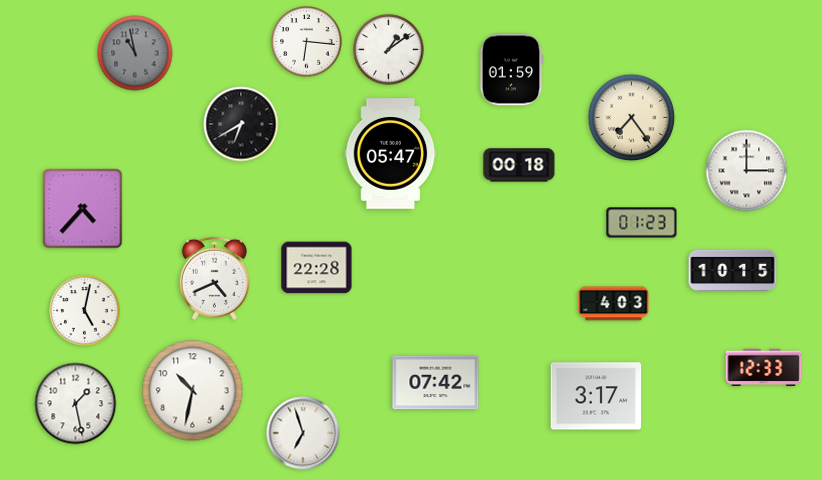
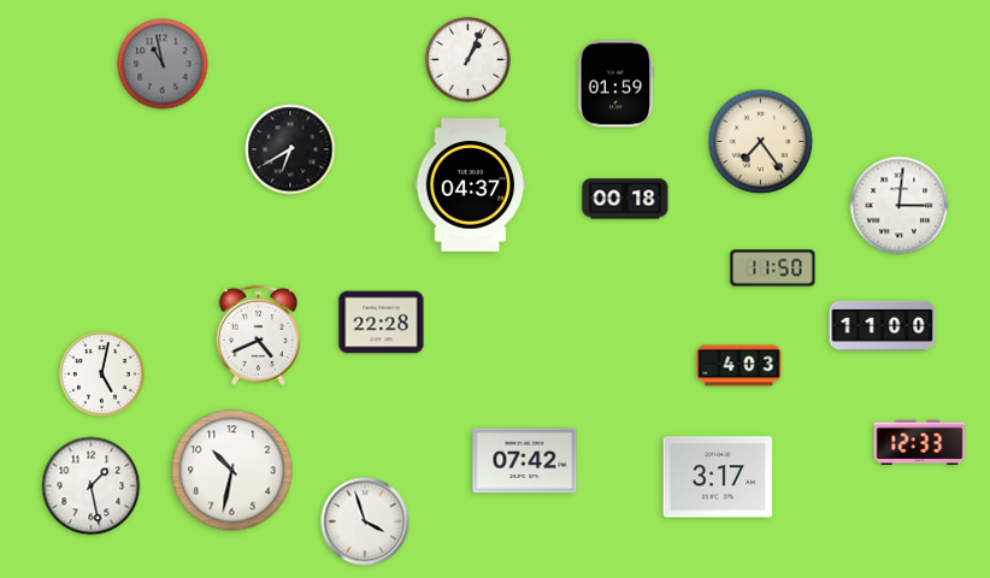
clock at (307, 42): 6:16 -> none
clock at (389, 50): 1:09 -> 1:04
clock at (391, 154): 05:47 -> 04:37
clock at (747, 171): 3:00 -> 3:01
clock at (83, 209): 4:37 -> none
clock at (642, 223): 01:23 -> 11:50
clock at (733, 270): 10:15 -> 11:00
clock at (303, 433): 6:57 -> 3:57
